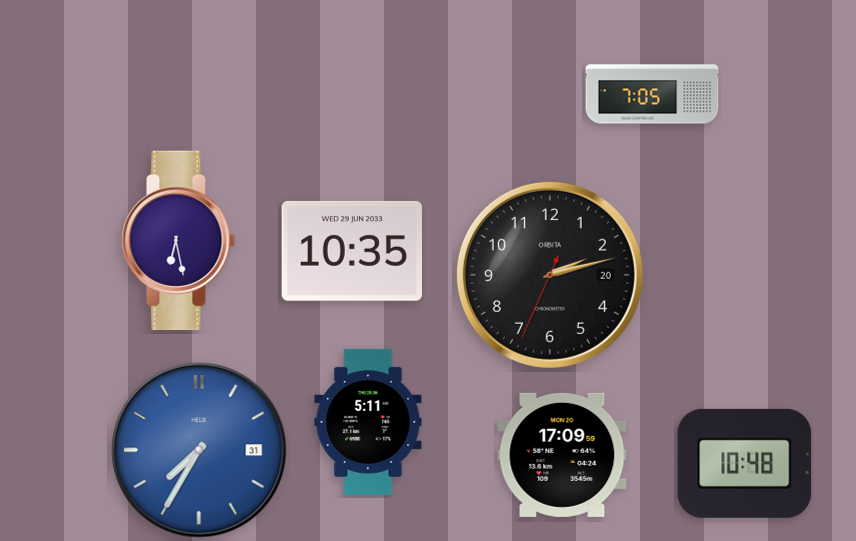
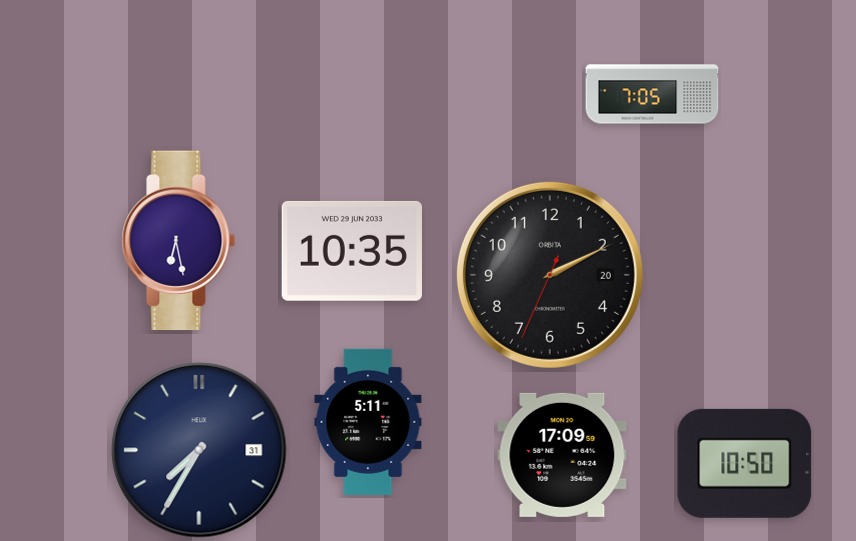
clock at (550, 275): 2:12 -> 2:10
clock at (199, 450) dial: blue -> navy
clock at (745, 463): 10:48 -> 10:50
